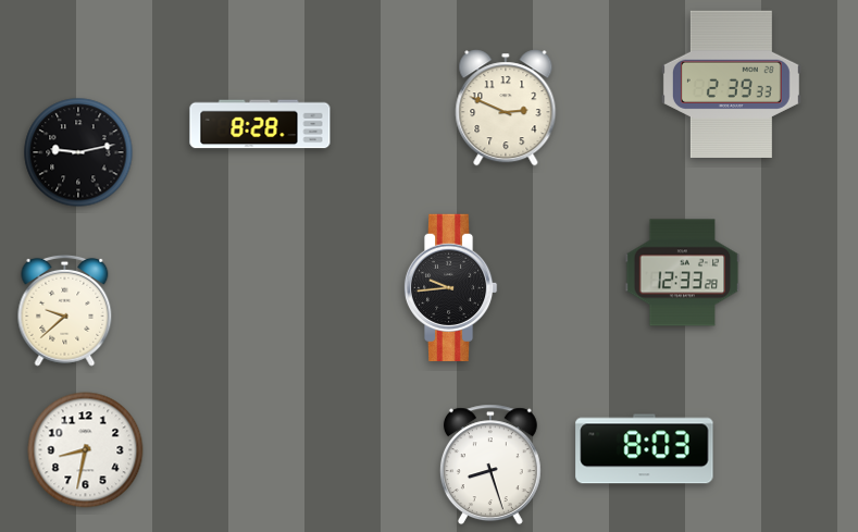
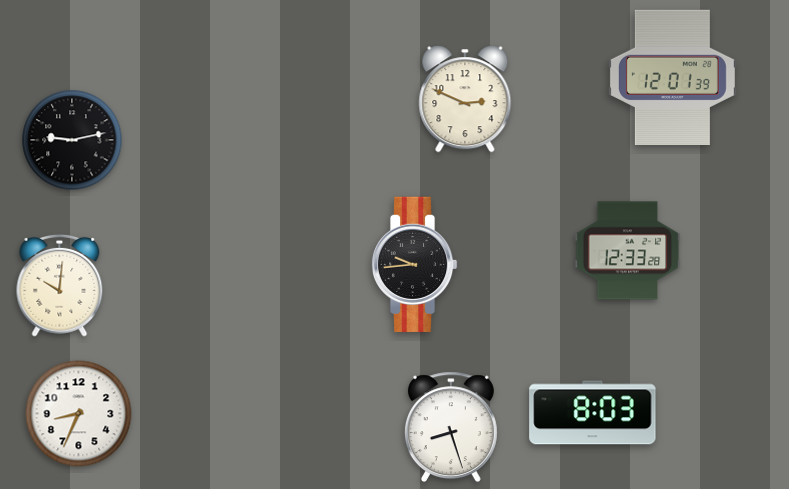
clock at (731, 84): 2:39 -> 12:01
clock at (260, 124): 8:28 -> none
clock at (65, 310): 9:38 -> 10:01
clock at (86, 450): 8:32 -> 8:34
